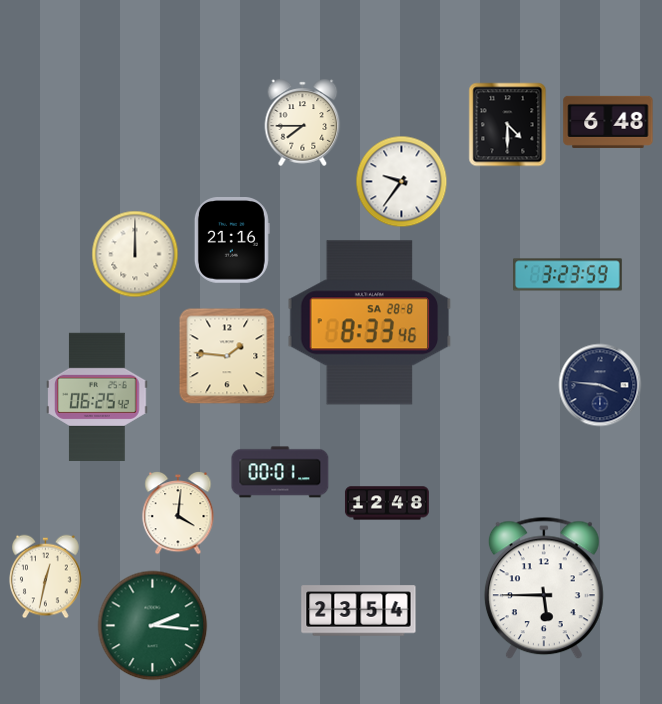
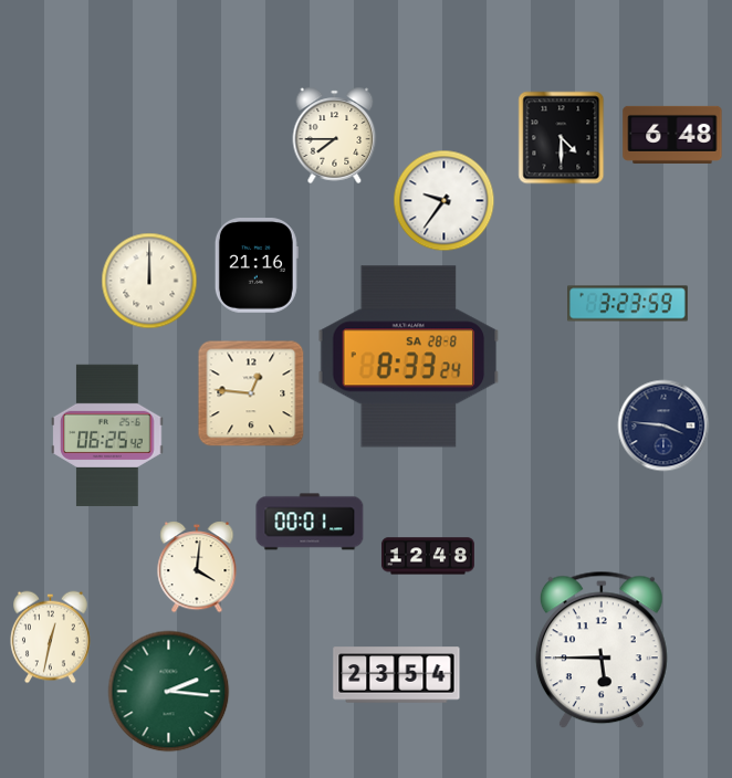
clock at (370, 323): 8:33:46 -> 8:33:24
clock at (227, 356): 1:46 -> 12:46
clock at (97, 397) position: (97, 397) -> (107, 435)
